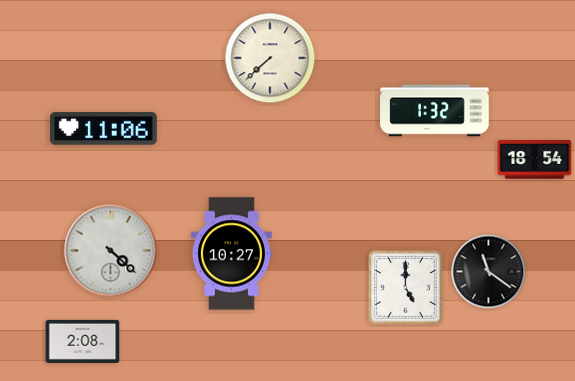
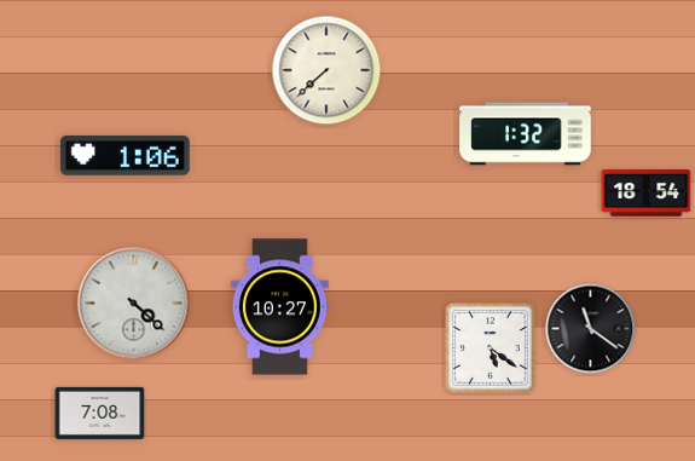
clock at (103, 129): 11:06 -> 1:06
clock at (406, 288): 5:00 -> 5:21
clock at (83, 341): 2:08 -> 7:08
